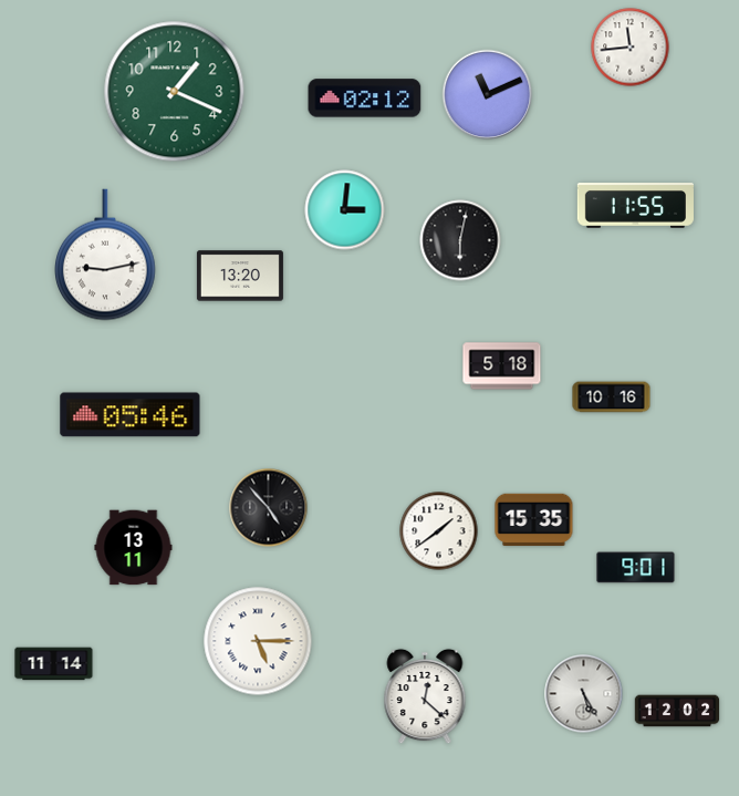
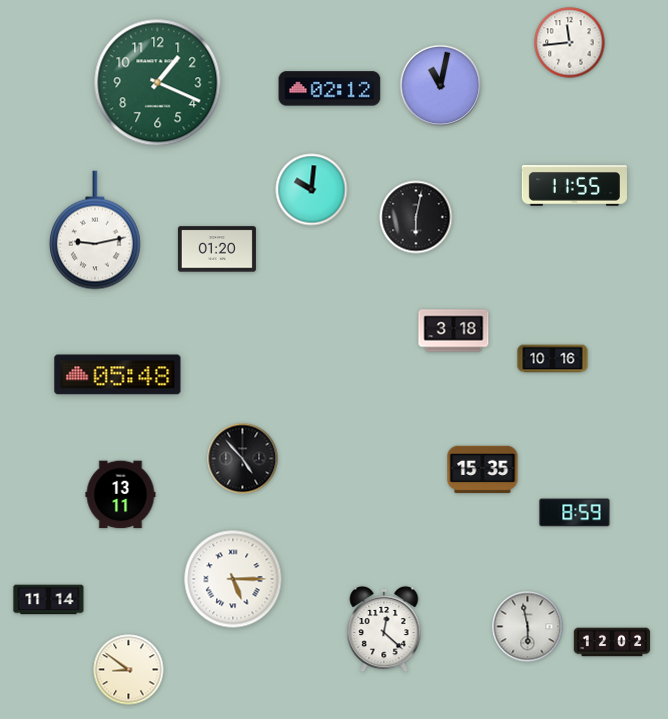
clock at (488, 95): 11:11 -> 11:02
clock at (345, 210): 3:01 -> 10:01
clock at (240, 276): 13:20 -> 01:20
clock at (502, 366): 5:18 -> 3:18
clock at (131, 415): 05:46 -> 05:48
clock at (439, 531): 1:39 -> none
clock at (636, 568): 9:01 -> 8:59
clock at (584, 694): 5:25 -> 5:58
clock at (129, 670): none -> 8:51
